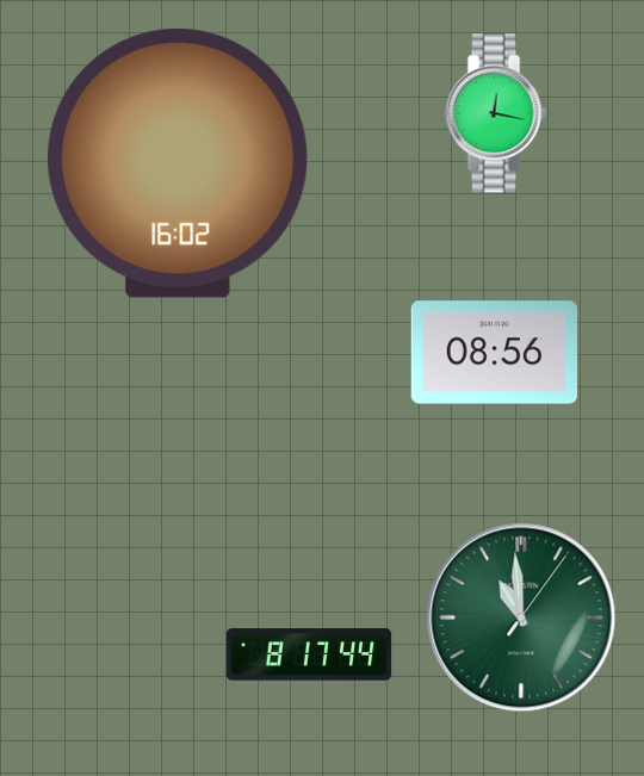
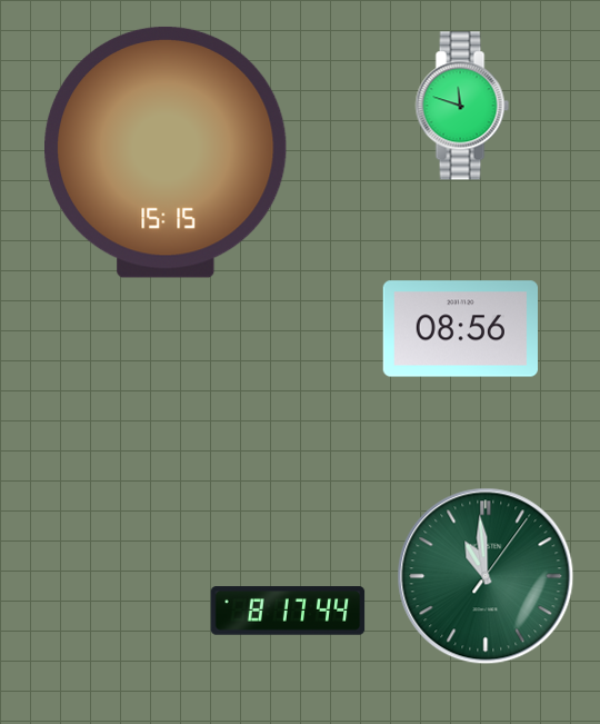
clock at (496, 113): 12:17 -> 11:48
clock at (179, 163): 16:02 -> 15:15
